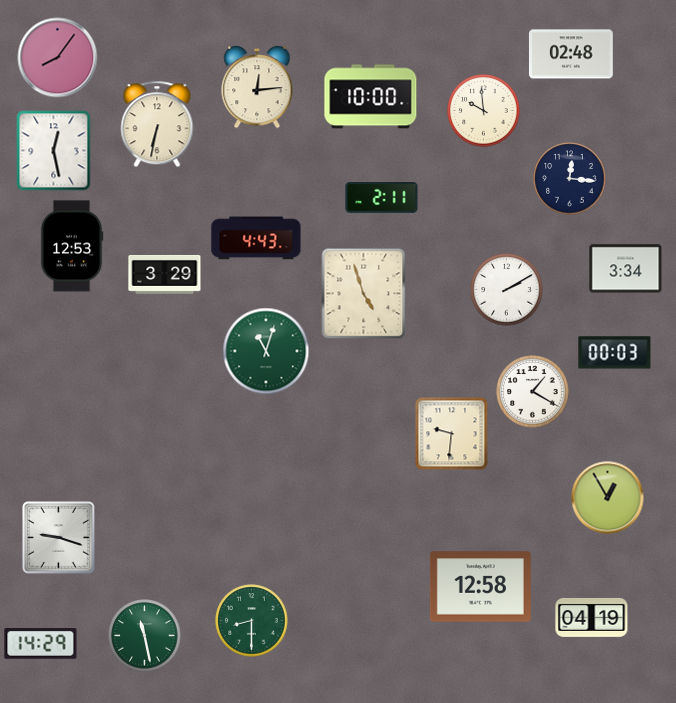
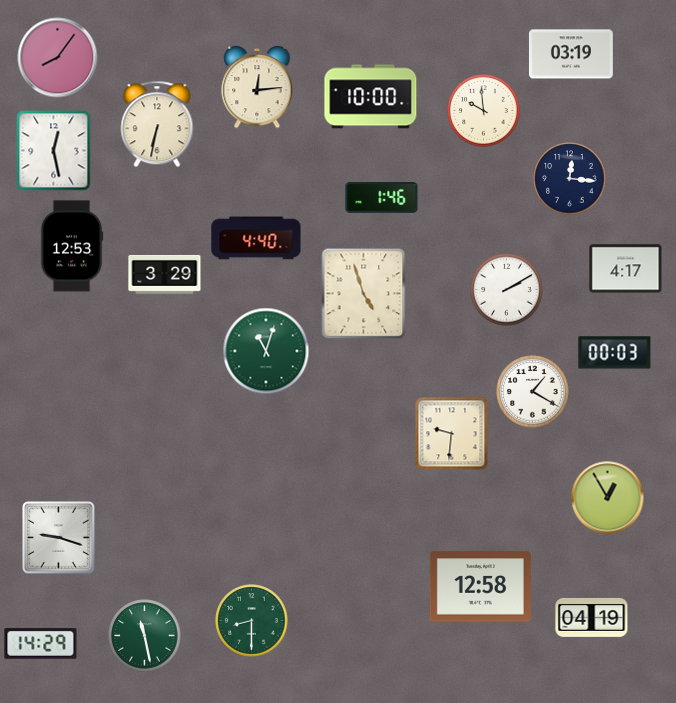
clock at (571, 54): 02:48 -> 03:19
clock at (382, 198): 2:11 -> 1:46
clock at (256, 238): 4:43 -> 4:40
clock at (626, 269): 3:34 -> 4:17
